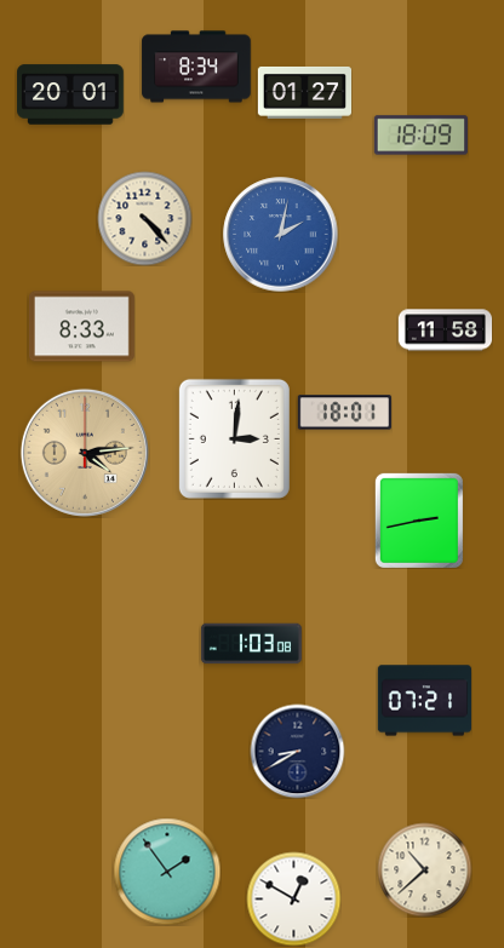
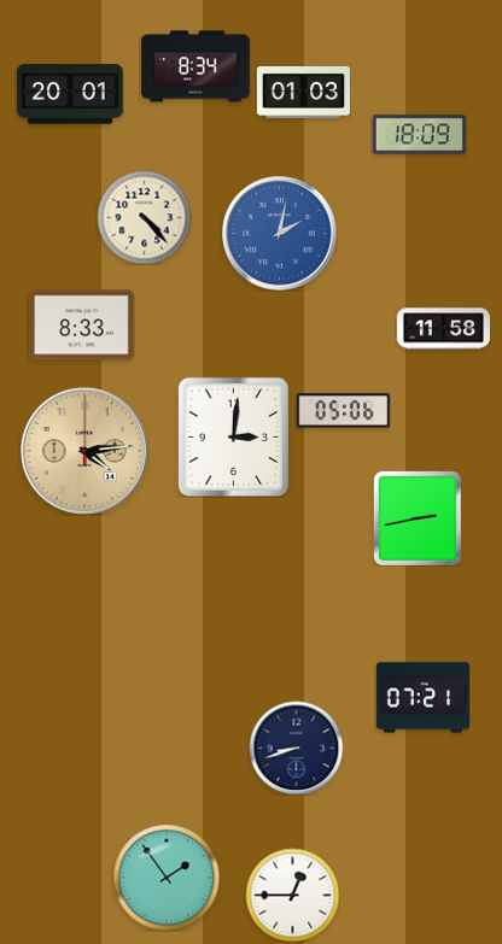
clock at (304, 92): 01:27 -> 01:03
clock at (344, 413): 18:01 -> 05:06
clock at (251, 644): 1:03 -> none
clock at (297, 751): 8:40 -> 8:42
clock at (424, 869): 10:38 -> none
clock at (167, 872) position: (167, 872) -> (167, 878)
clock at (293, 898): 12:50 -> 12:45
